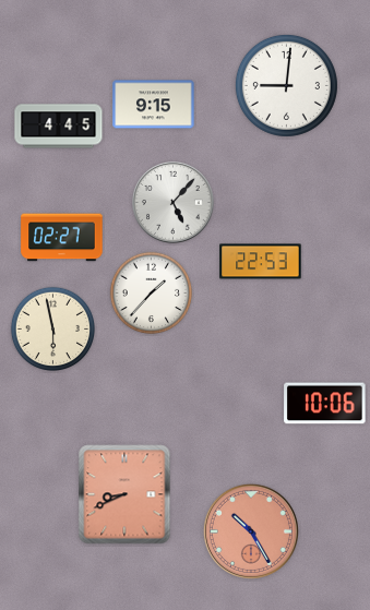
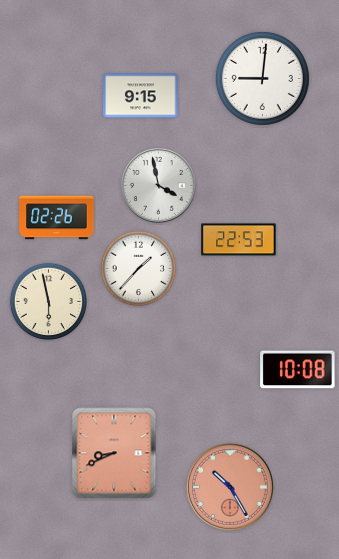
clock at (59, 127): 4:45 -> none
clock at (172, 202): 5:07 -> 3:58
clock at (62, 238): 02:27 -> 02:26
clock at (325, 404): 10:06 -> 10:08
